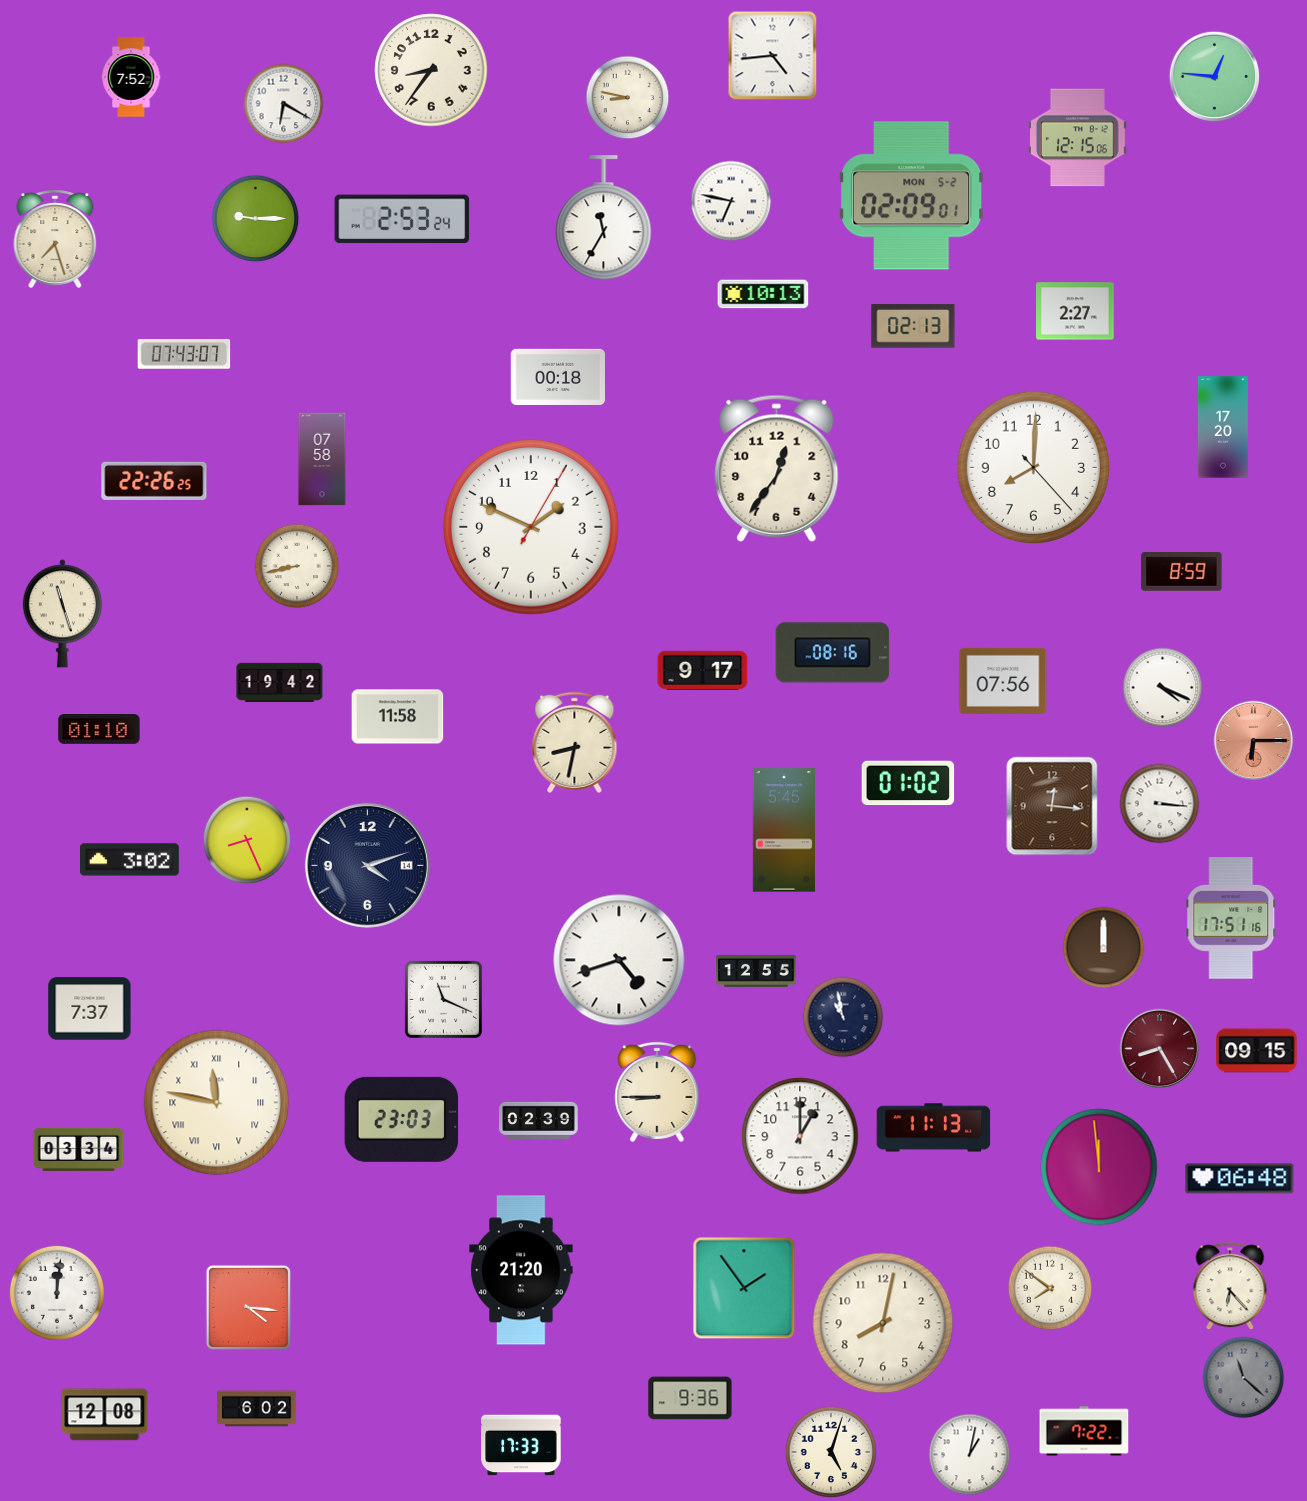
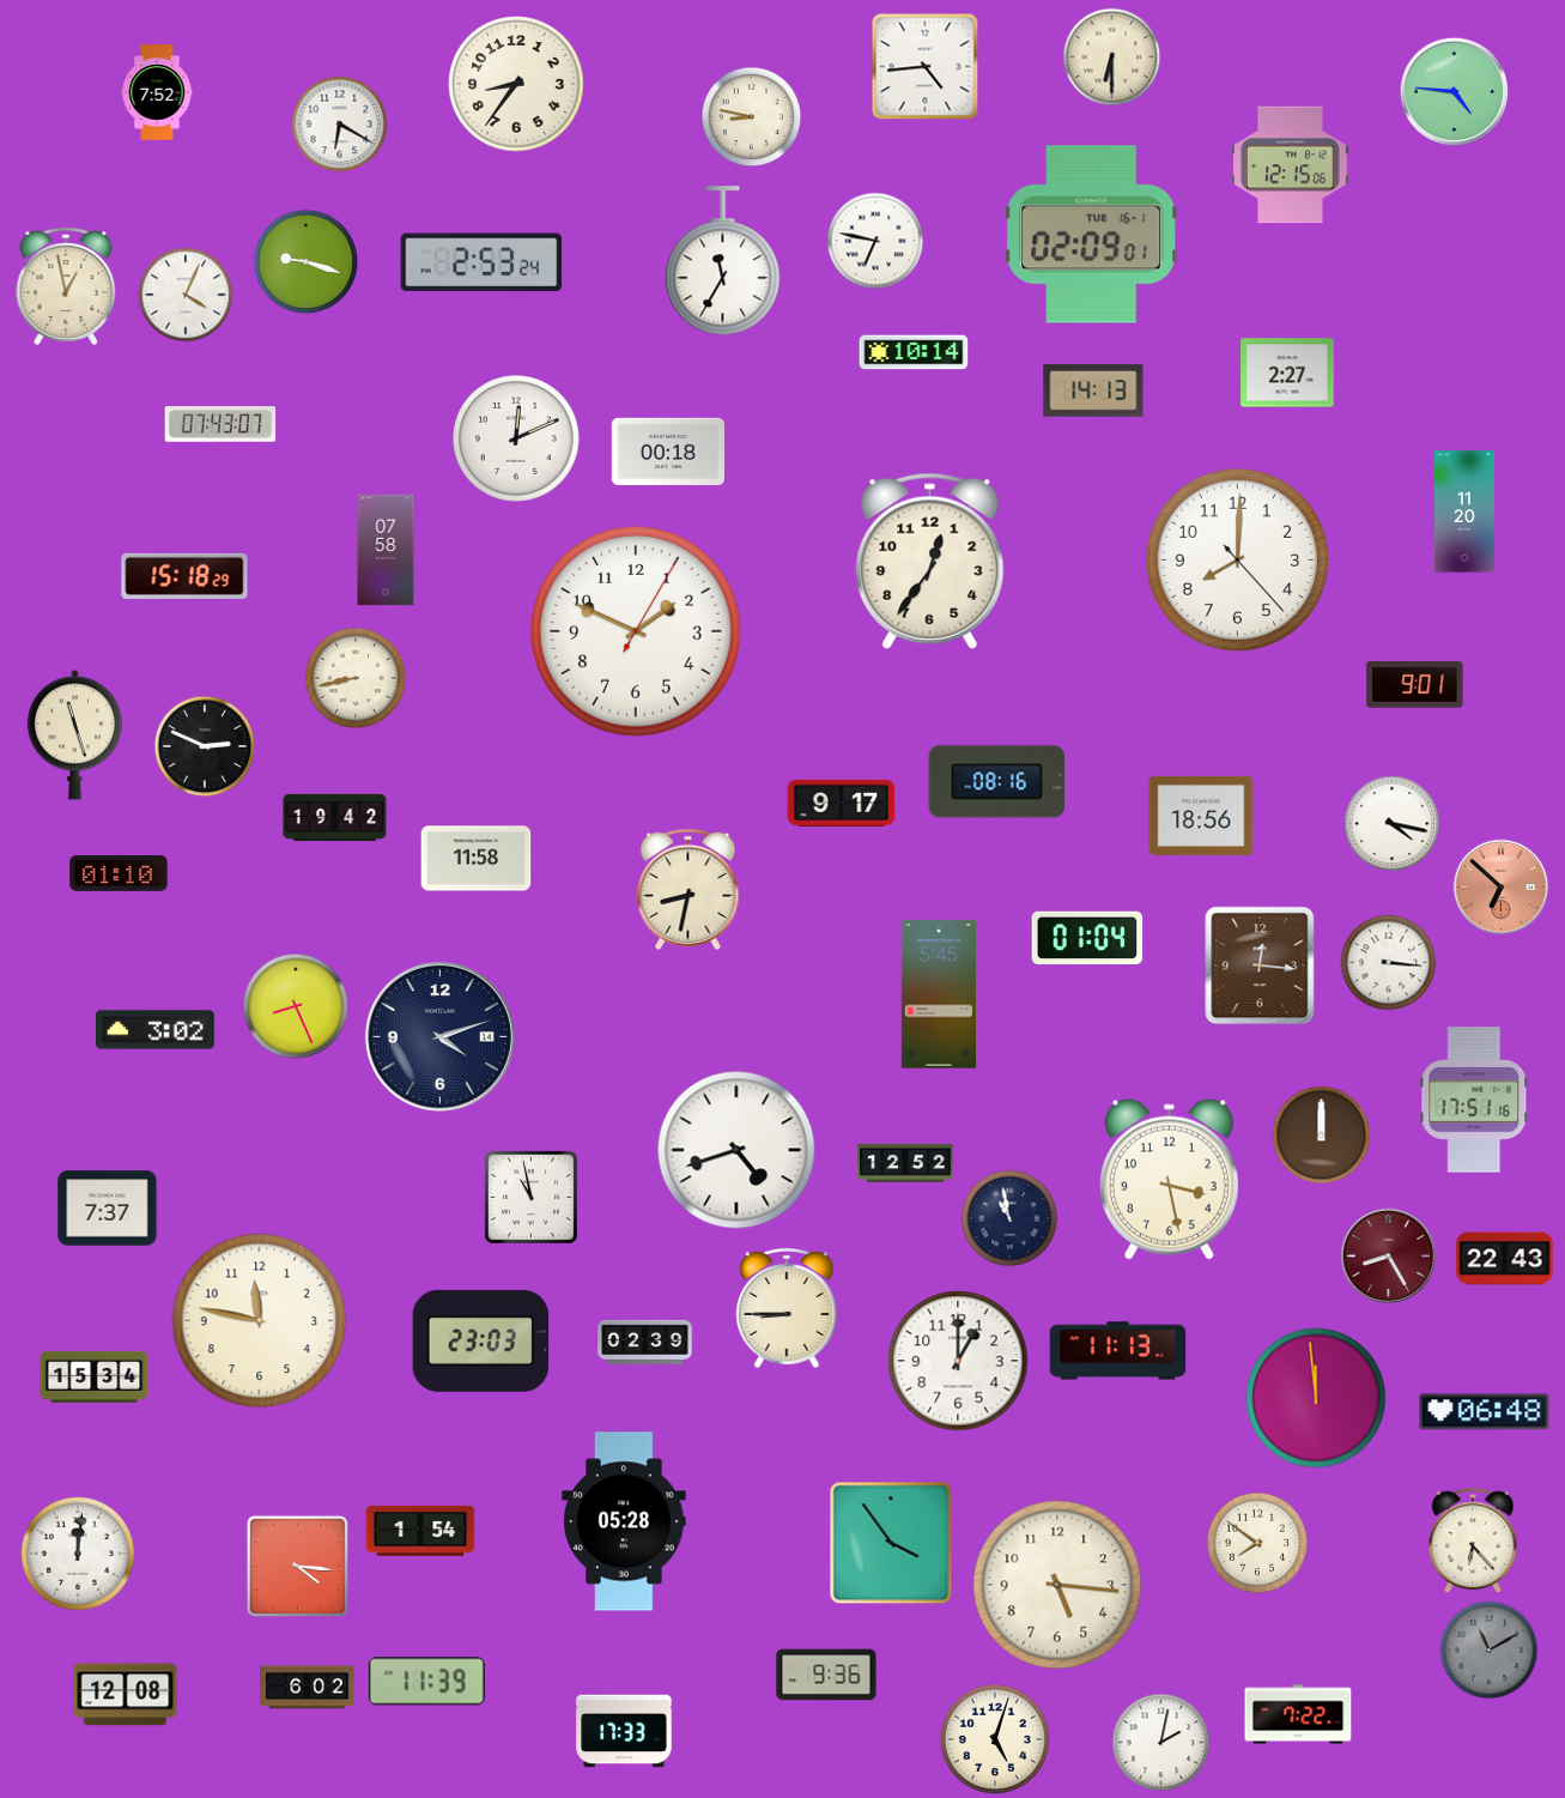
clock at (1112, 57): none -> 6:30
clock at (1215, 77): 12:46 -> 4:46
clock at (912, 196) date: MON 5-2 -> TUE 16-1
clock at (256, 219): 9:15 -> 9:18
clock at (55, 239): 7:27 -> 12:58
clock at (186, 295): none -> 4:04
clock at (763, 294): 10:13 -> 10:14
clock at (913, 326): 02:13 -> 14:13
clock at (517, 440): none -> 12:11
clock at (1223, 427): 17:20 -> 11:20
clock at (154, 481): 22:26 -> 15:18
clock at (1182, 571): 8:59 -> 9:01
clock at (205, 746): none -> 2:49
clock at (1003, 681): 07:56 -> 18:56
clock at (1163, 688): 4:19 -> 4:17
clock at (1254, 741): 6:15 -> 6:52
clock at (908, 783): 01:02 -> 01:04
clock at (619, 960) position: (619, 960) -> (736, 1150)
clock at (756, 971): 12:55 -> 12:52
clock at (1169, 1179): none -> 3:28
clock at (443, 999): 11:19 -> 10:58
clock at (1257, 1051): 09:15 -> 22:43
clock at (217, 1103) numerals: Roman -> Arabic
clock at (79, 1149): 03:34 -> 15:34
clock at (521, 1270): 21:20 -> 05:28
clock at (420, 1531): none -> 1:54
clock at (744, 1288): 1:54 -> 3:54
clock at (57, 1293) position: (57, 1293) -> (78, 1554)
clock at (883, 1323): 8:02 -> 5:16
clock at (1244, 1378): 11:22 -> 11:10
clock at (426, 1682): none -> 11:39
clock at (970, 1455): 1:02 -> 2:02
